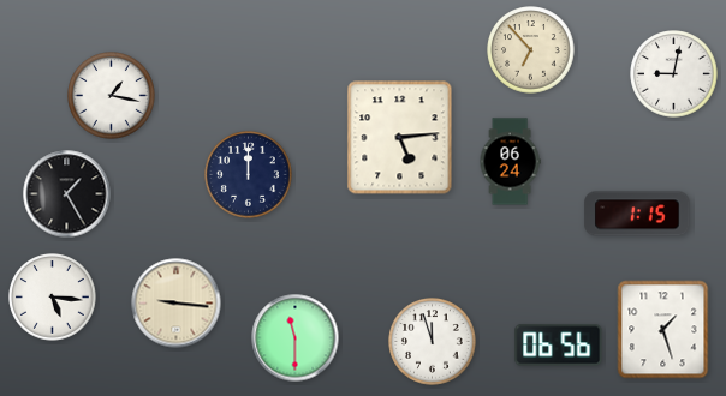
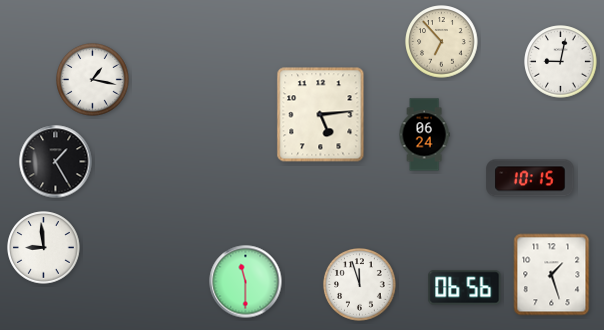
clock at (400, 138) position: (400, 138) -> (321, 115)
clock at (249, 175): 12:00 -> none
clock at (637, 214): 1:15 -> 10:15
clock at (53, 298): 5:16 -> 8:59
clock at (177, 304): 9:16 -> none
